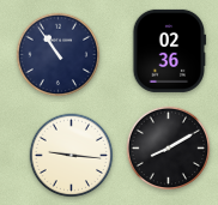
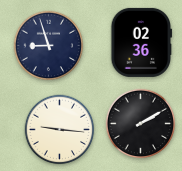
clock at (59, 55): 10:54 -> 8:57
clock at (169, 149): 8:10 -> 2:10
